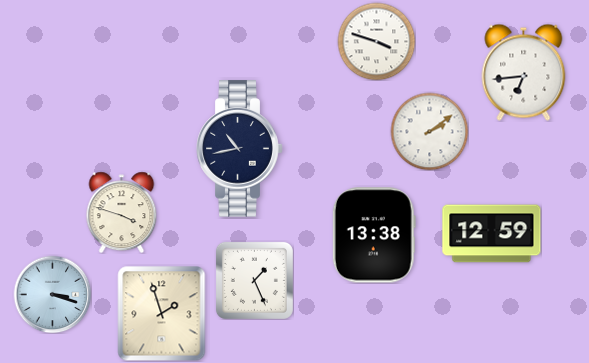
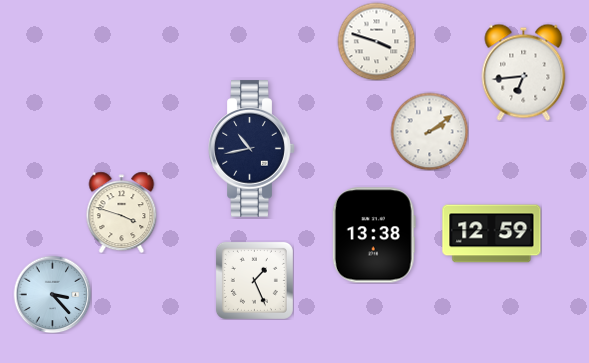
clock at (240, 149) position: (240, 149) -> (252, 149)
clock at (52, 294): 3:18 -> 3:23
clock at (162, 313): 1:57 -> none
